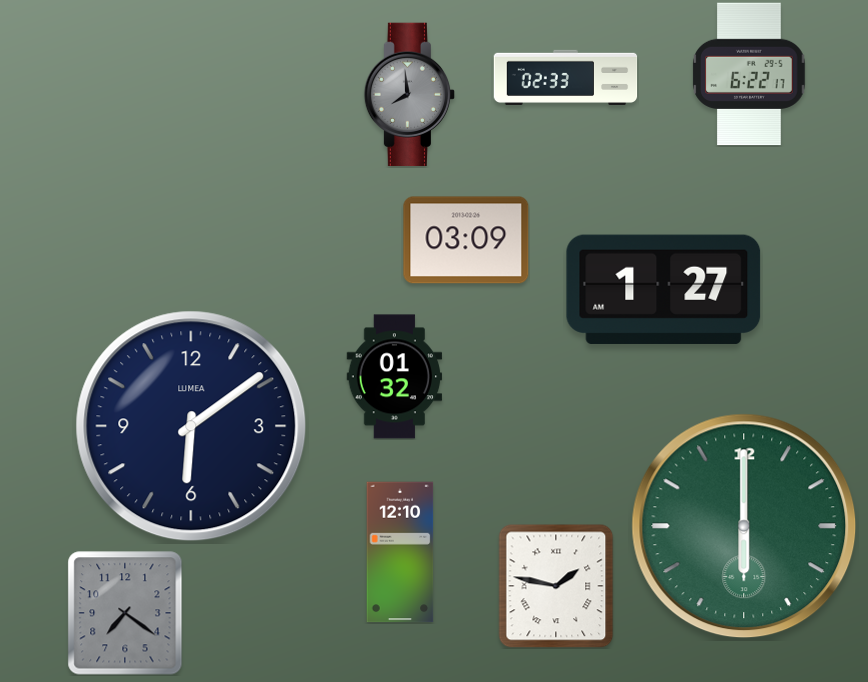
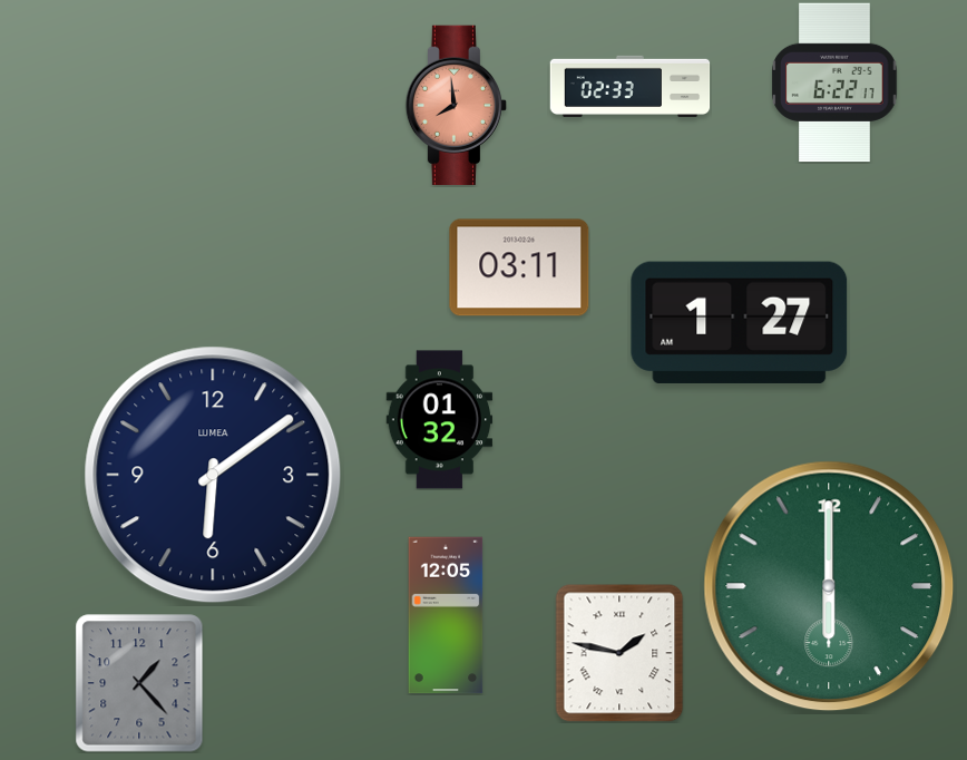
clock at (409, 95) dial: grey -> salmon
clock at (466, 240): 03:09 -> 03:11
clock at (400, 552): 12:10 -> 12:05
clock at (125, 613): 7:21 -> 1:23
